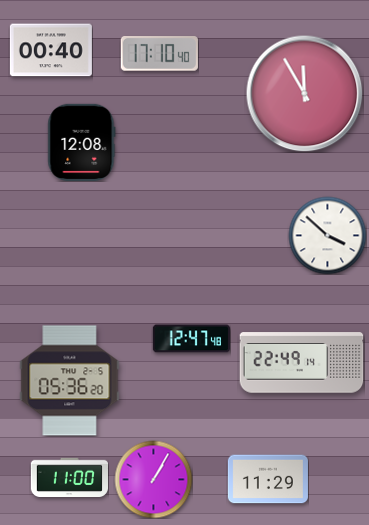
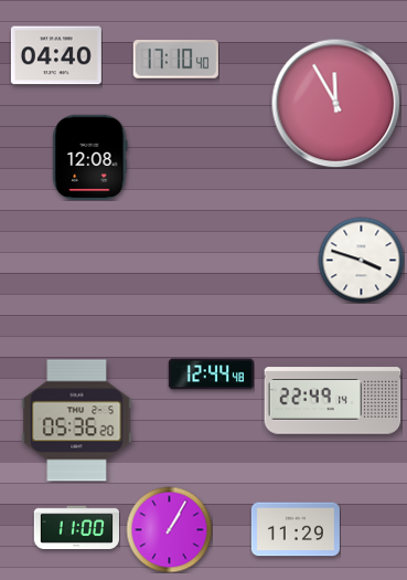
clock at (51, 50): 00:40 -> 04:40
clock at (327, 235): 3:52 -> 3:48
clock at (191, 339): 12:47 -> 12:44
